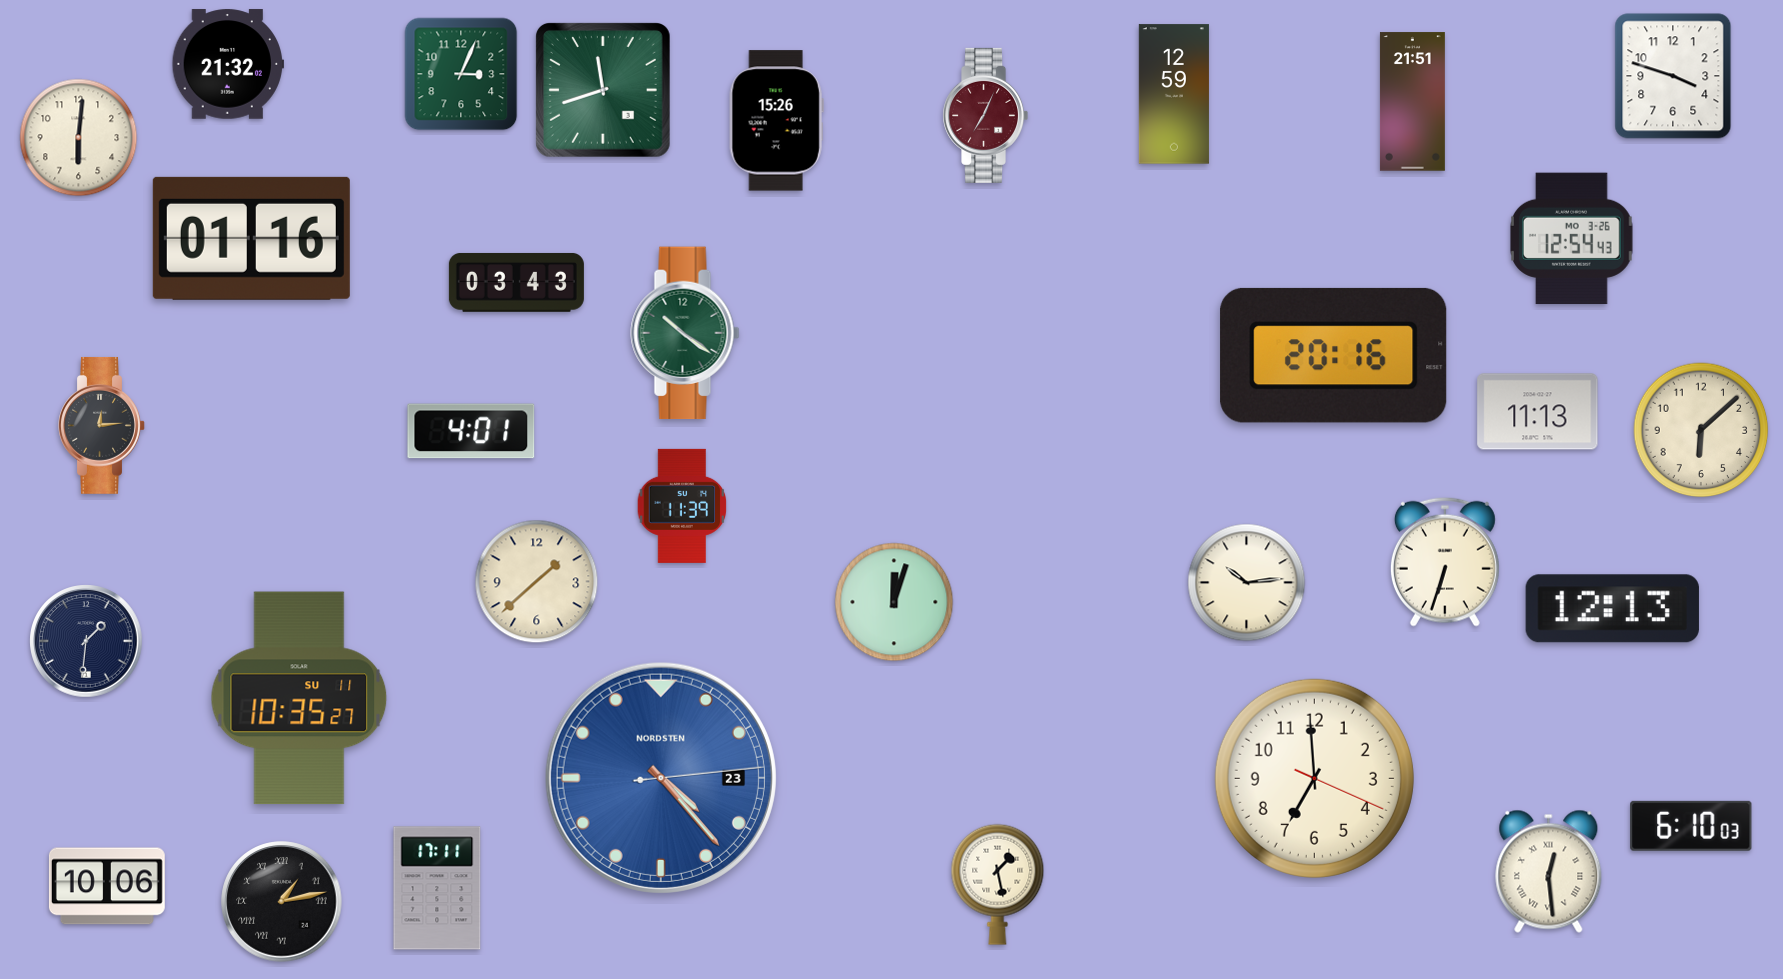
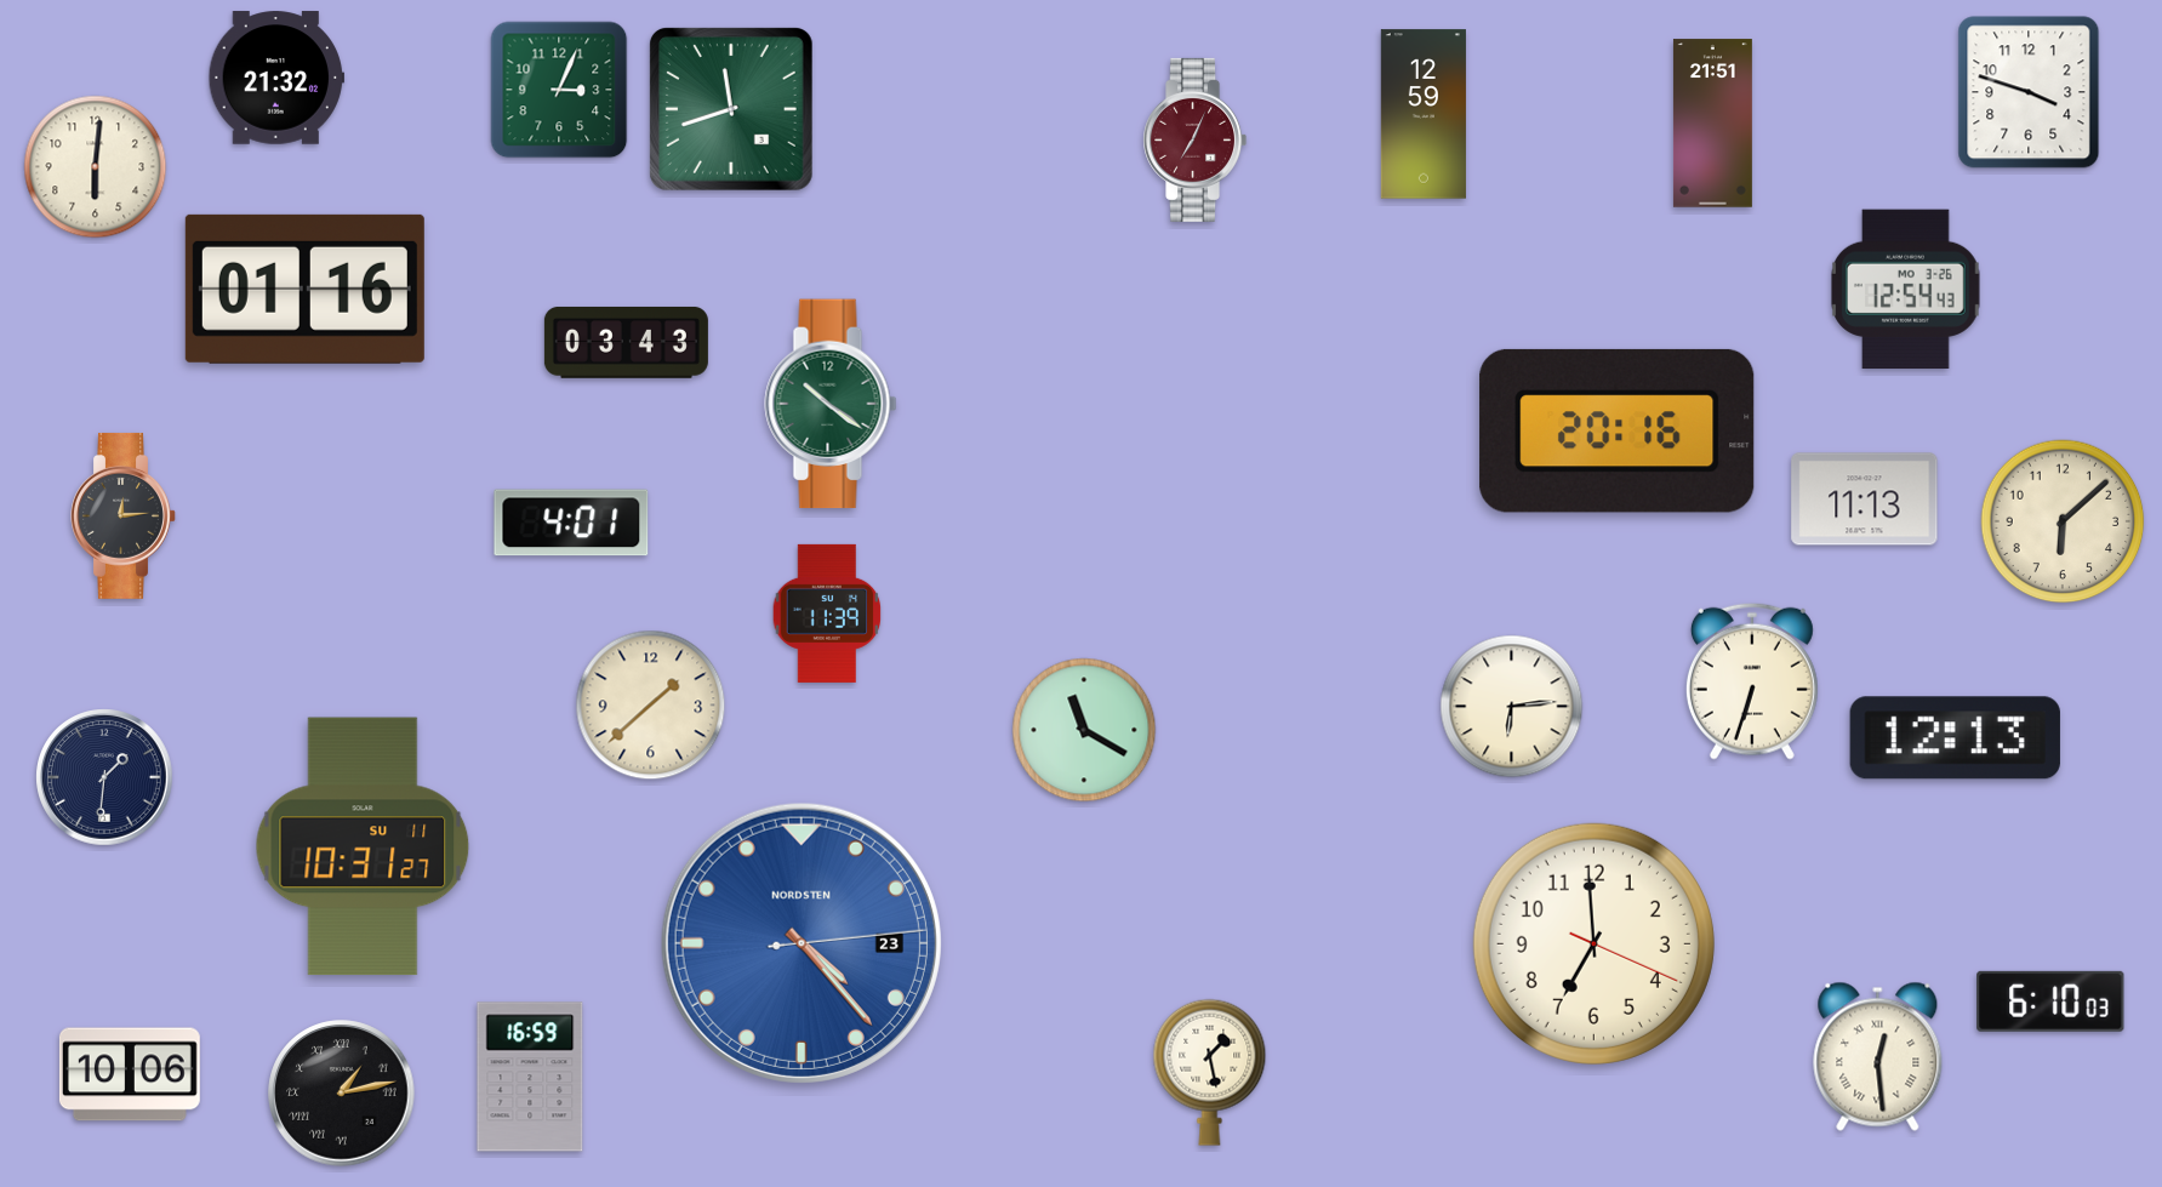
clock at (776, 121): 15:26 -> none
clock at (1247, 583): 10:14 -> 6:14
clock at (894, 602): 12:03 -> 11:20
clock at (299, 698): 10:35 -> 10:31
clock at (437, 888): 17:11 -> 16:59
